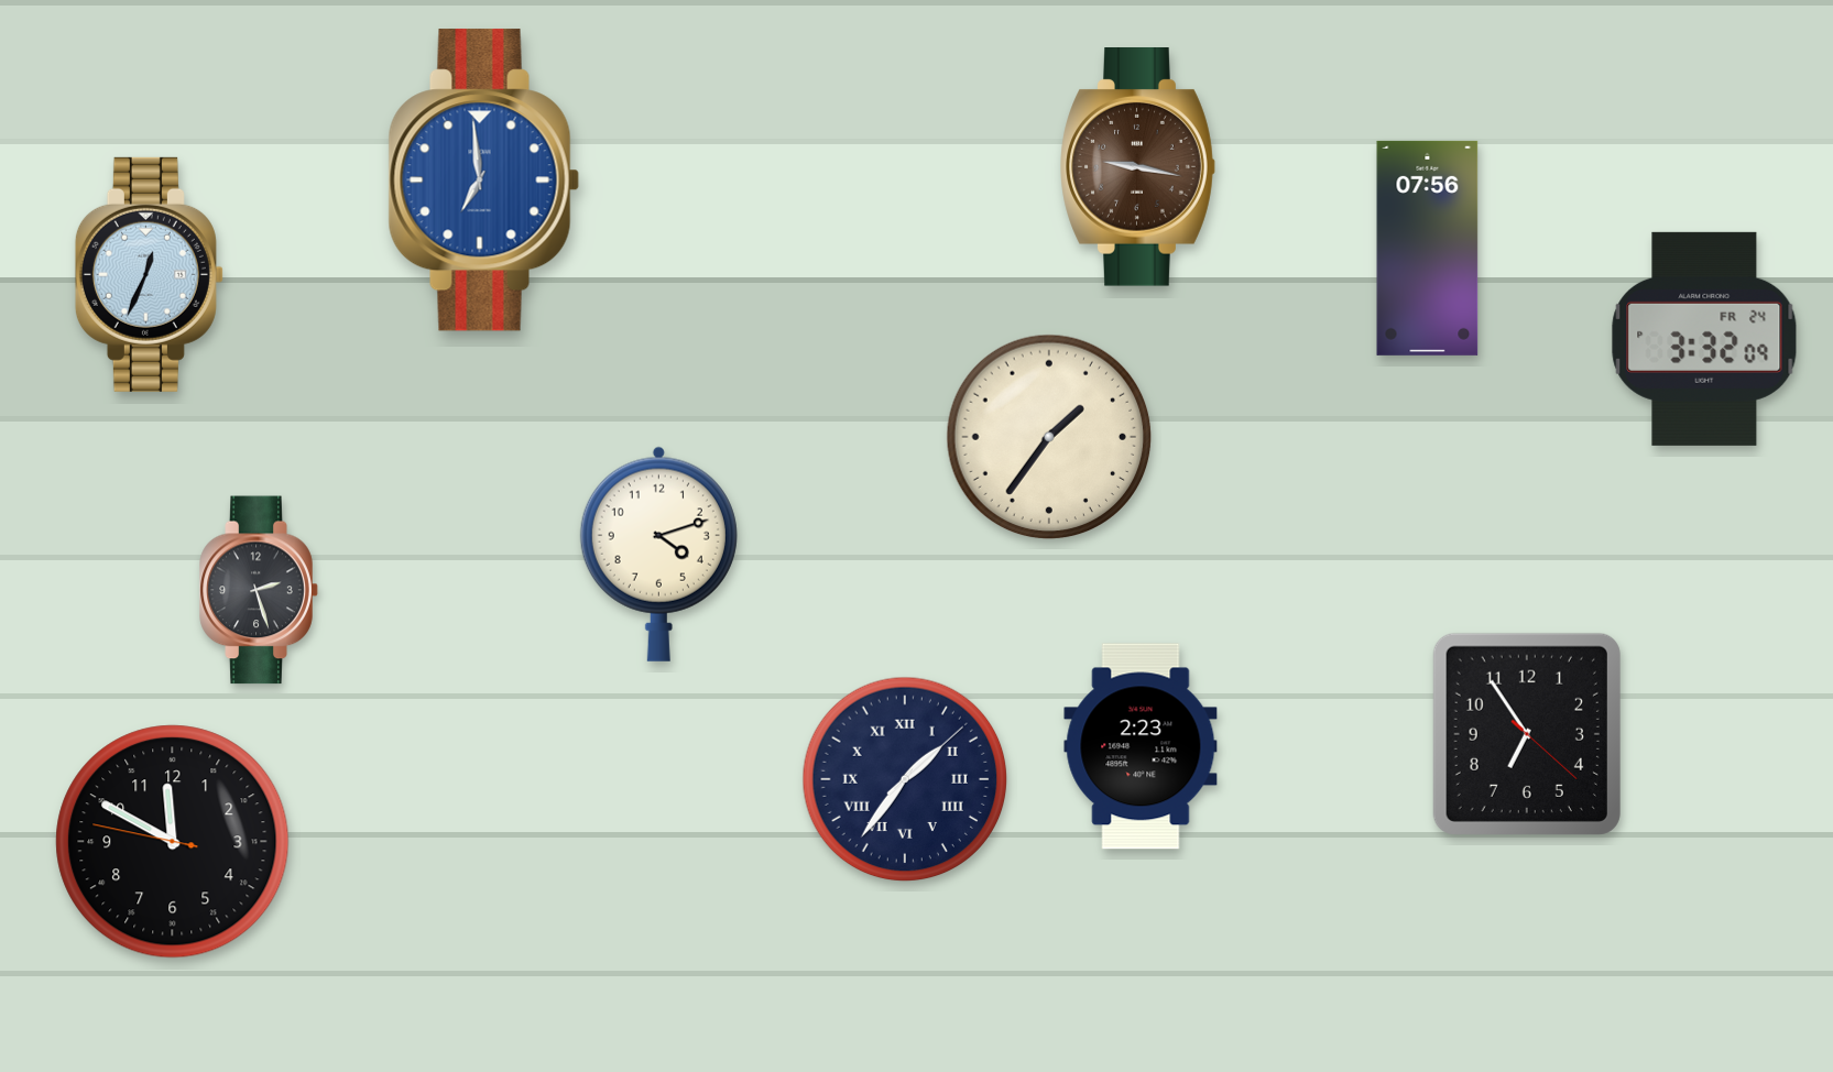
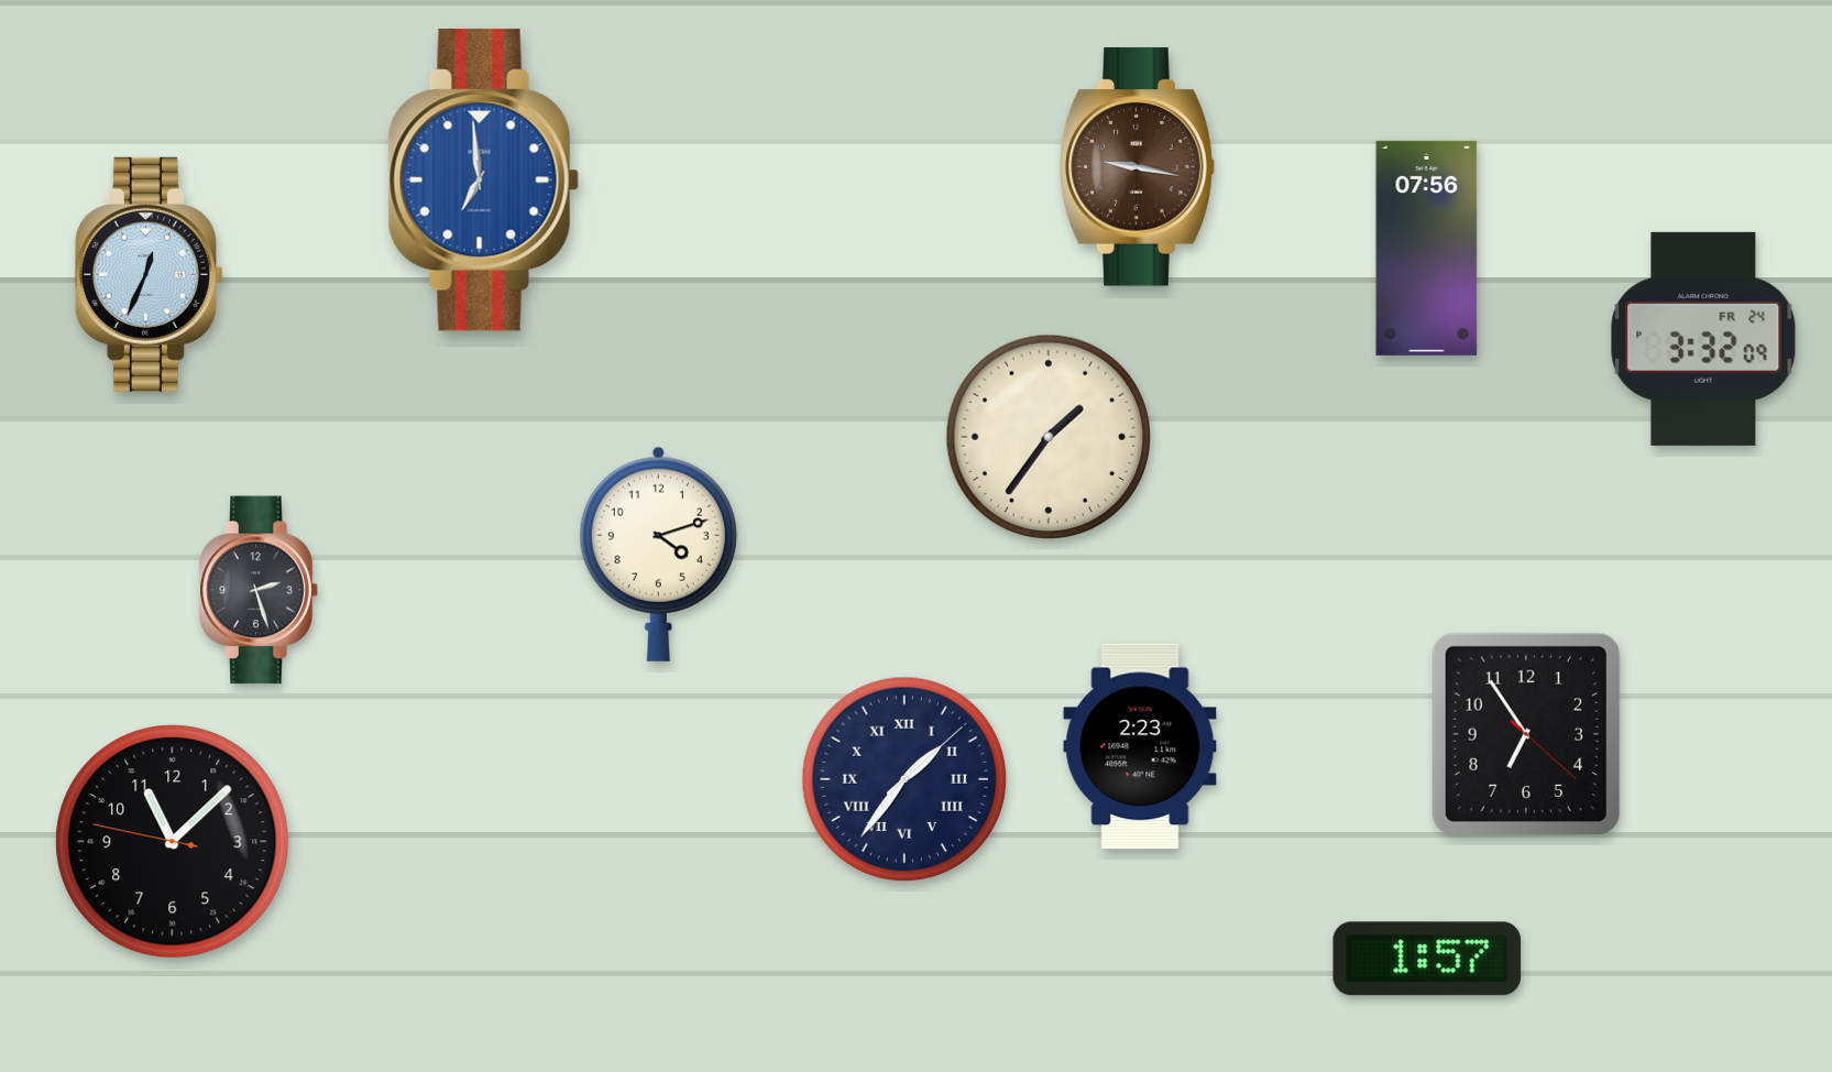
clock at (173, 842): 11:49 -> 11:07
clock at (1427, 959): none -> 1:57
